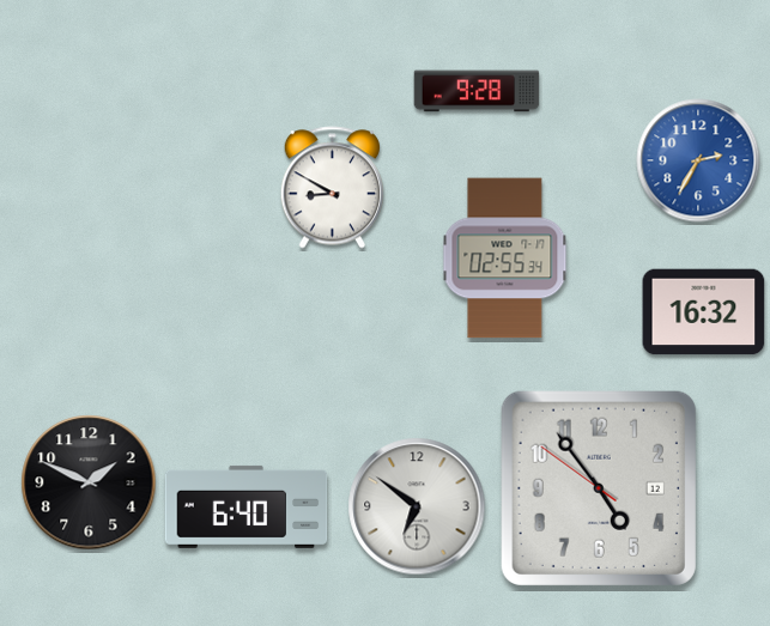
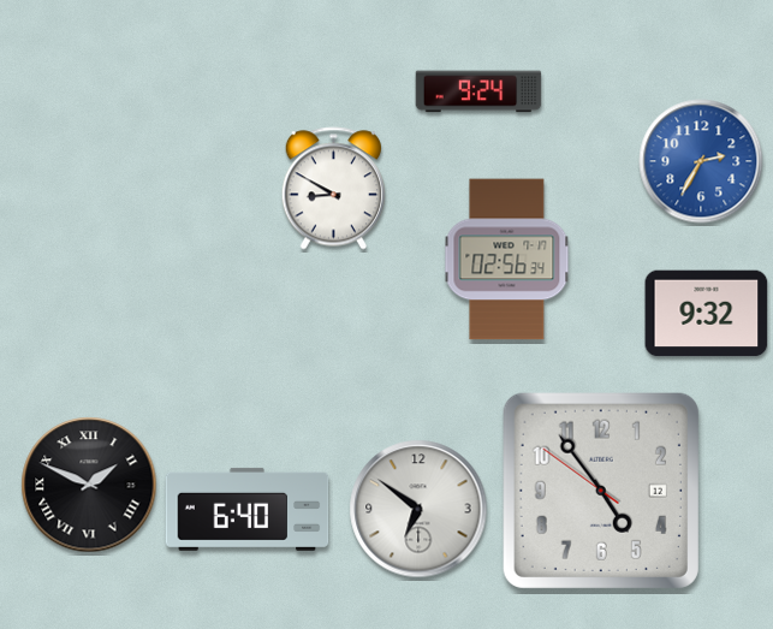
clock at (477, 91): 9:28 -> 9:24
clock at (505, 259): 02:55 -> 02:56
clock at (704, 312): 16:32 -> 9:32
clock at (89, 482) numerals: Arabic -> Roman
